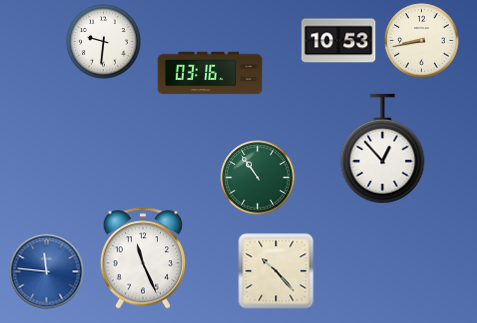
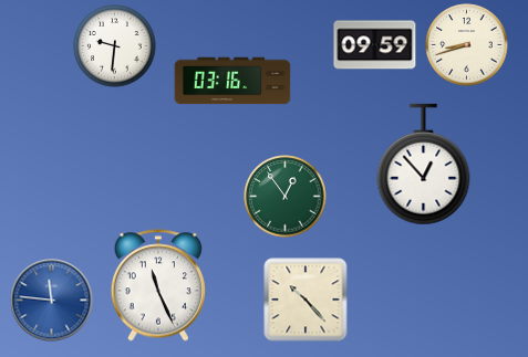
clock at (339, 41): 10:53 -> 09:59
clock at (422, 41): 8:43 -> 8:42
clock at (258, 178): 10:54 -> 12:54
